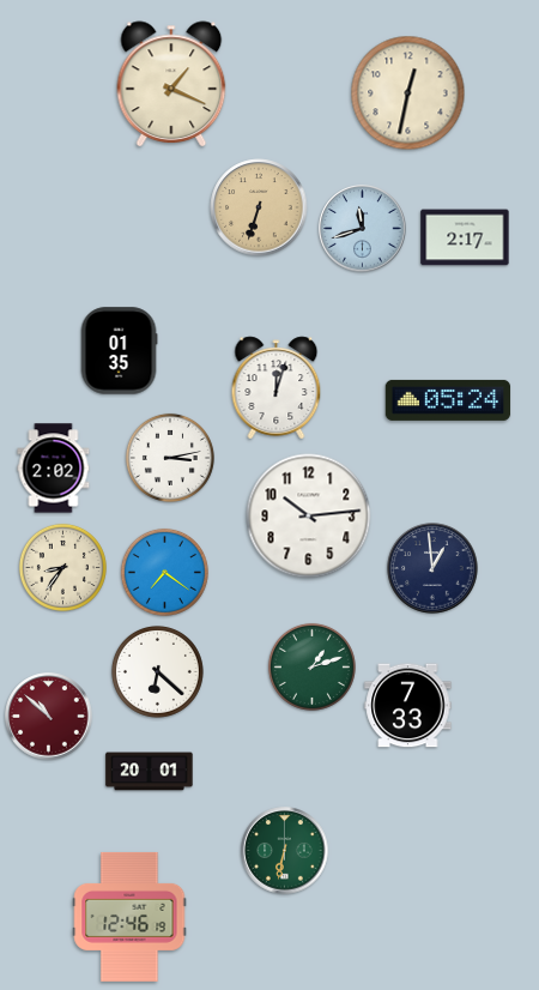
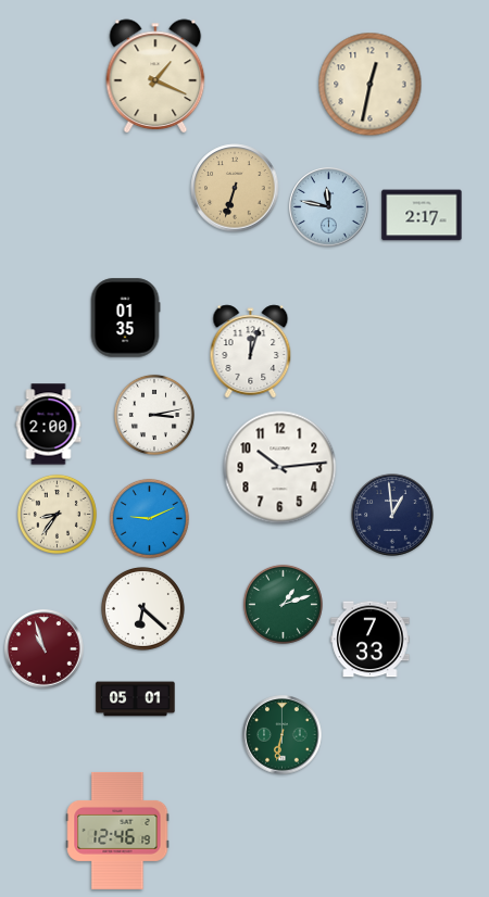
clock at (363, 229): 11:42 -> 11:47
clock at (119, 351) position: (119, 351) -> (125, 318)
clock at (448, 400): 05:24 -> none
clock at (54, 469): 2:02 -> 2:00
clock at (164, 572): 7:21 -> 9:11
clock at (49, 717): 10:52 -> 10:57
clock at (150, 772): 20:01 -> 05:01
clock at (285, 851) position: (285, 851) -> (283, 735)
